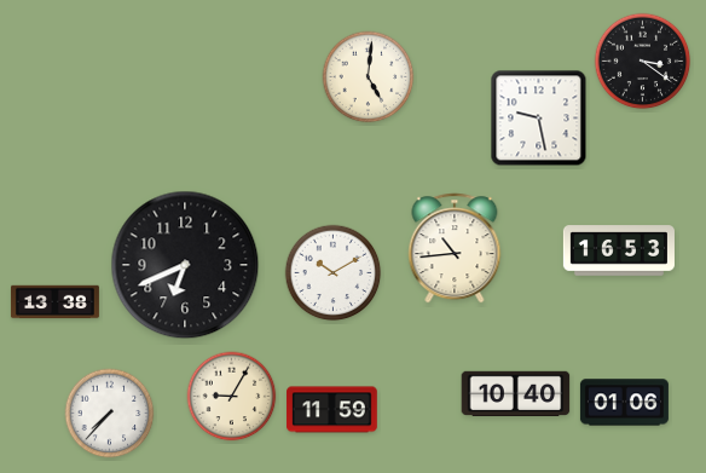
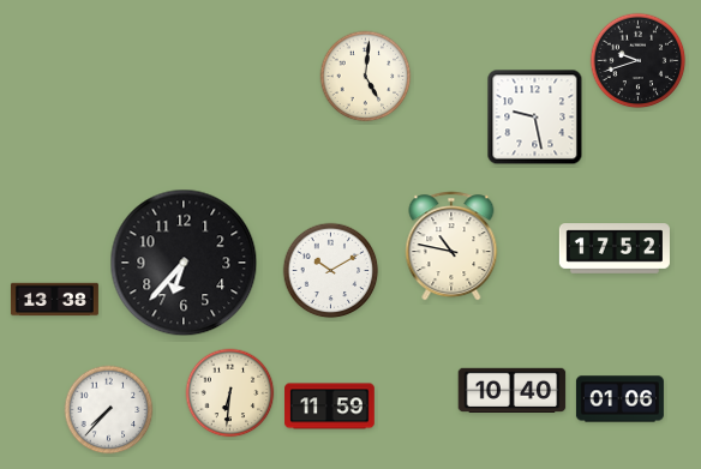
clock at (643, 62): 3:21 -> 9:42
clock at (455, 248): 10:44 -> 10:47
clock at (619, 250): 16:53 -> 17:52
clock at (185, 265): 6:41 -> 6:37
clock at (232, 397): 9:05 -> 6:31
